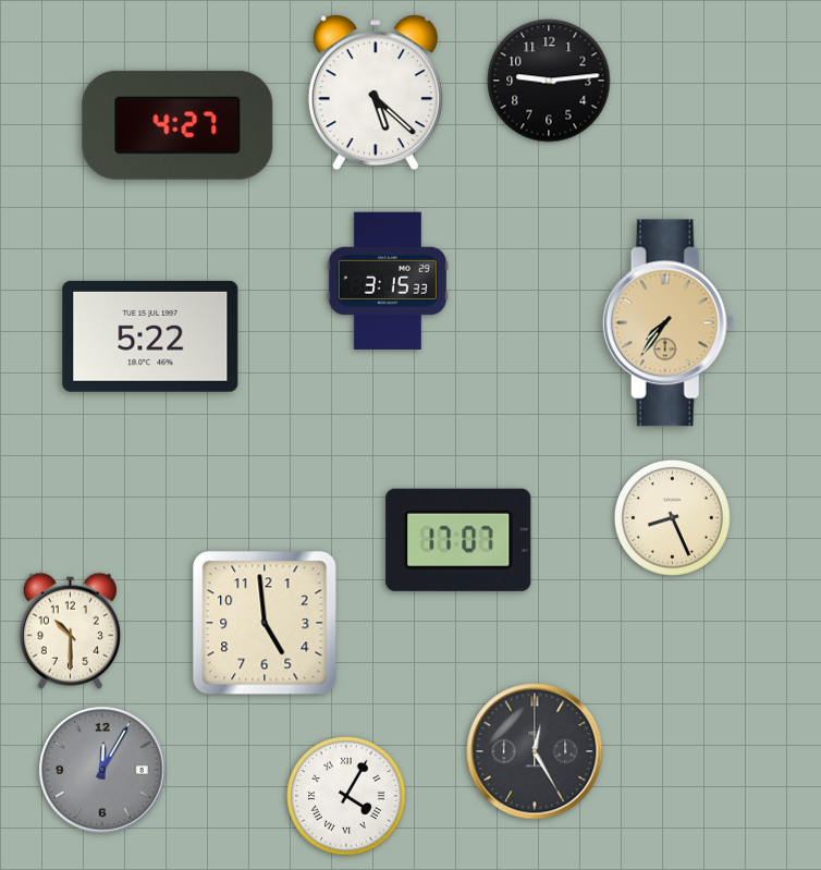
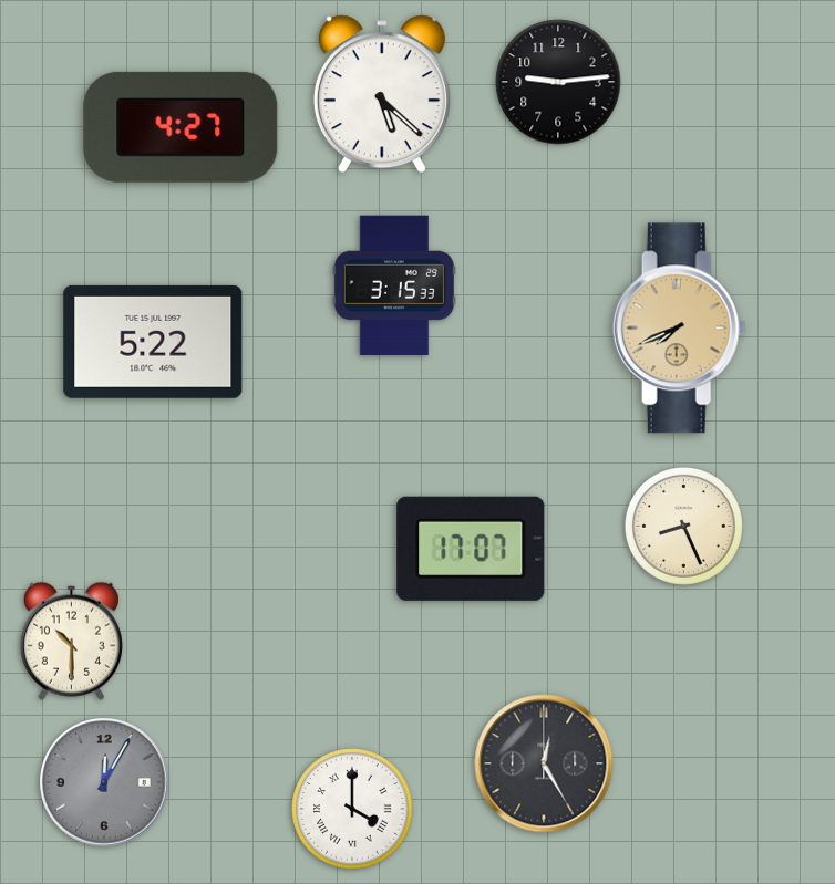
clock at (667, 323): 7:36 -> 7:41
clock at (458, 540) position: (458, 540) -> (471, 549)
clock at (265, 623): 4:59 -> none
clock at (346, 796): 4:05 -> 4:00
